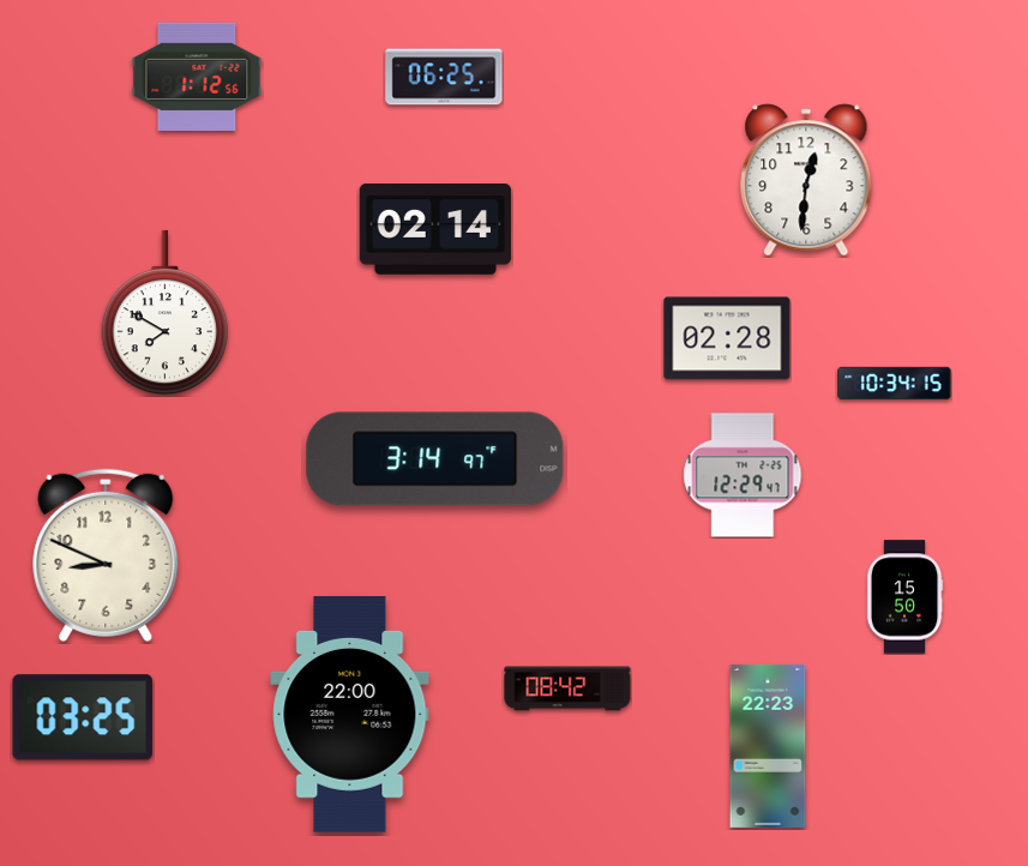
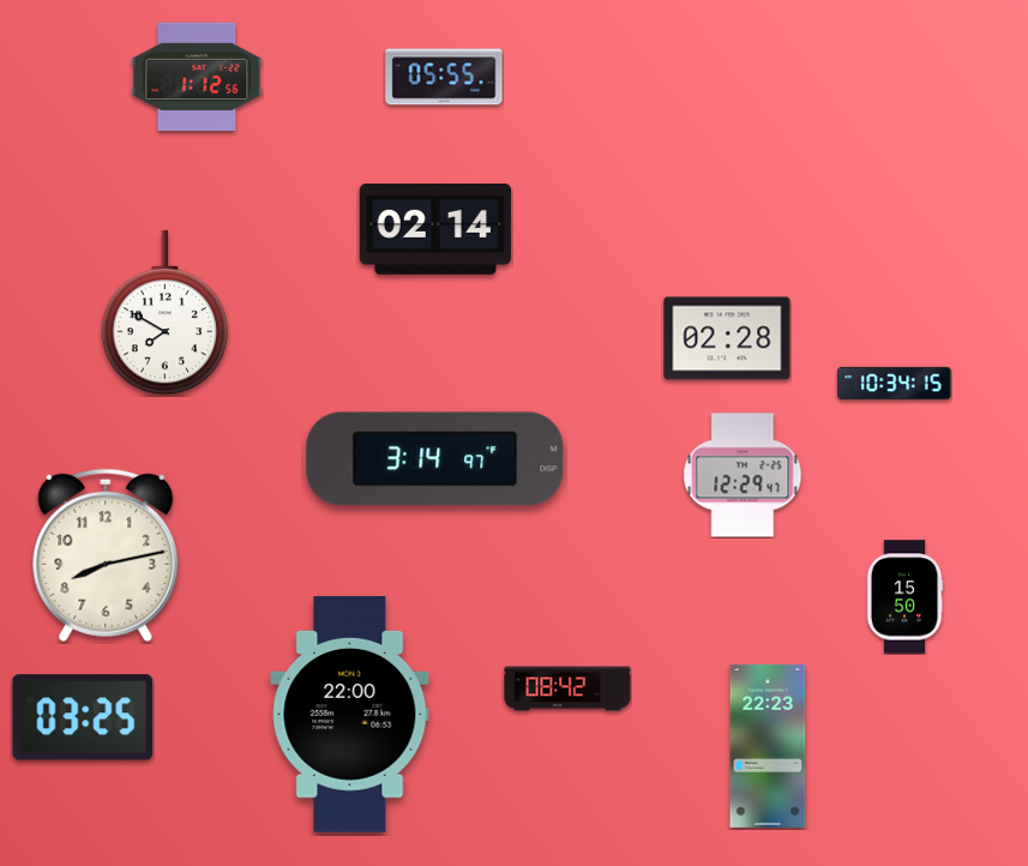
clock at (444, 77): 06:25 -> 05:55
clock at (806, 180): 12:31 -> none
clock at (106, 555): 8:49 -> 8:13
